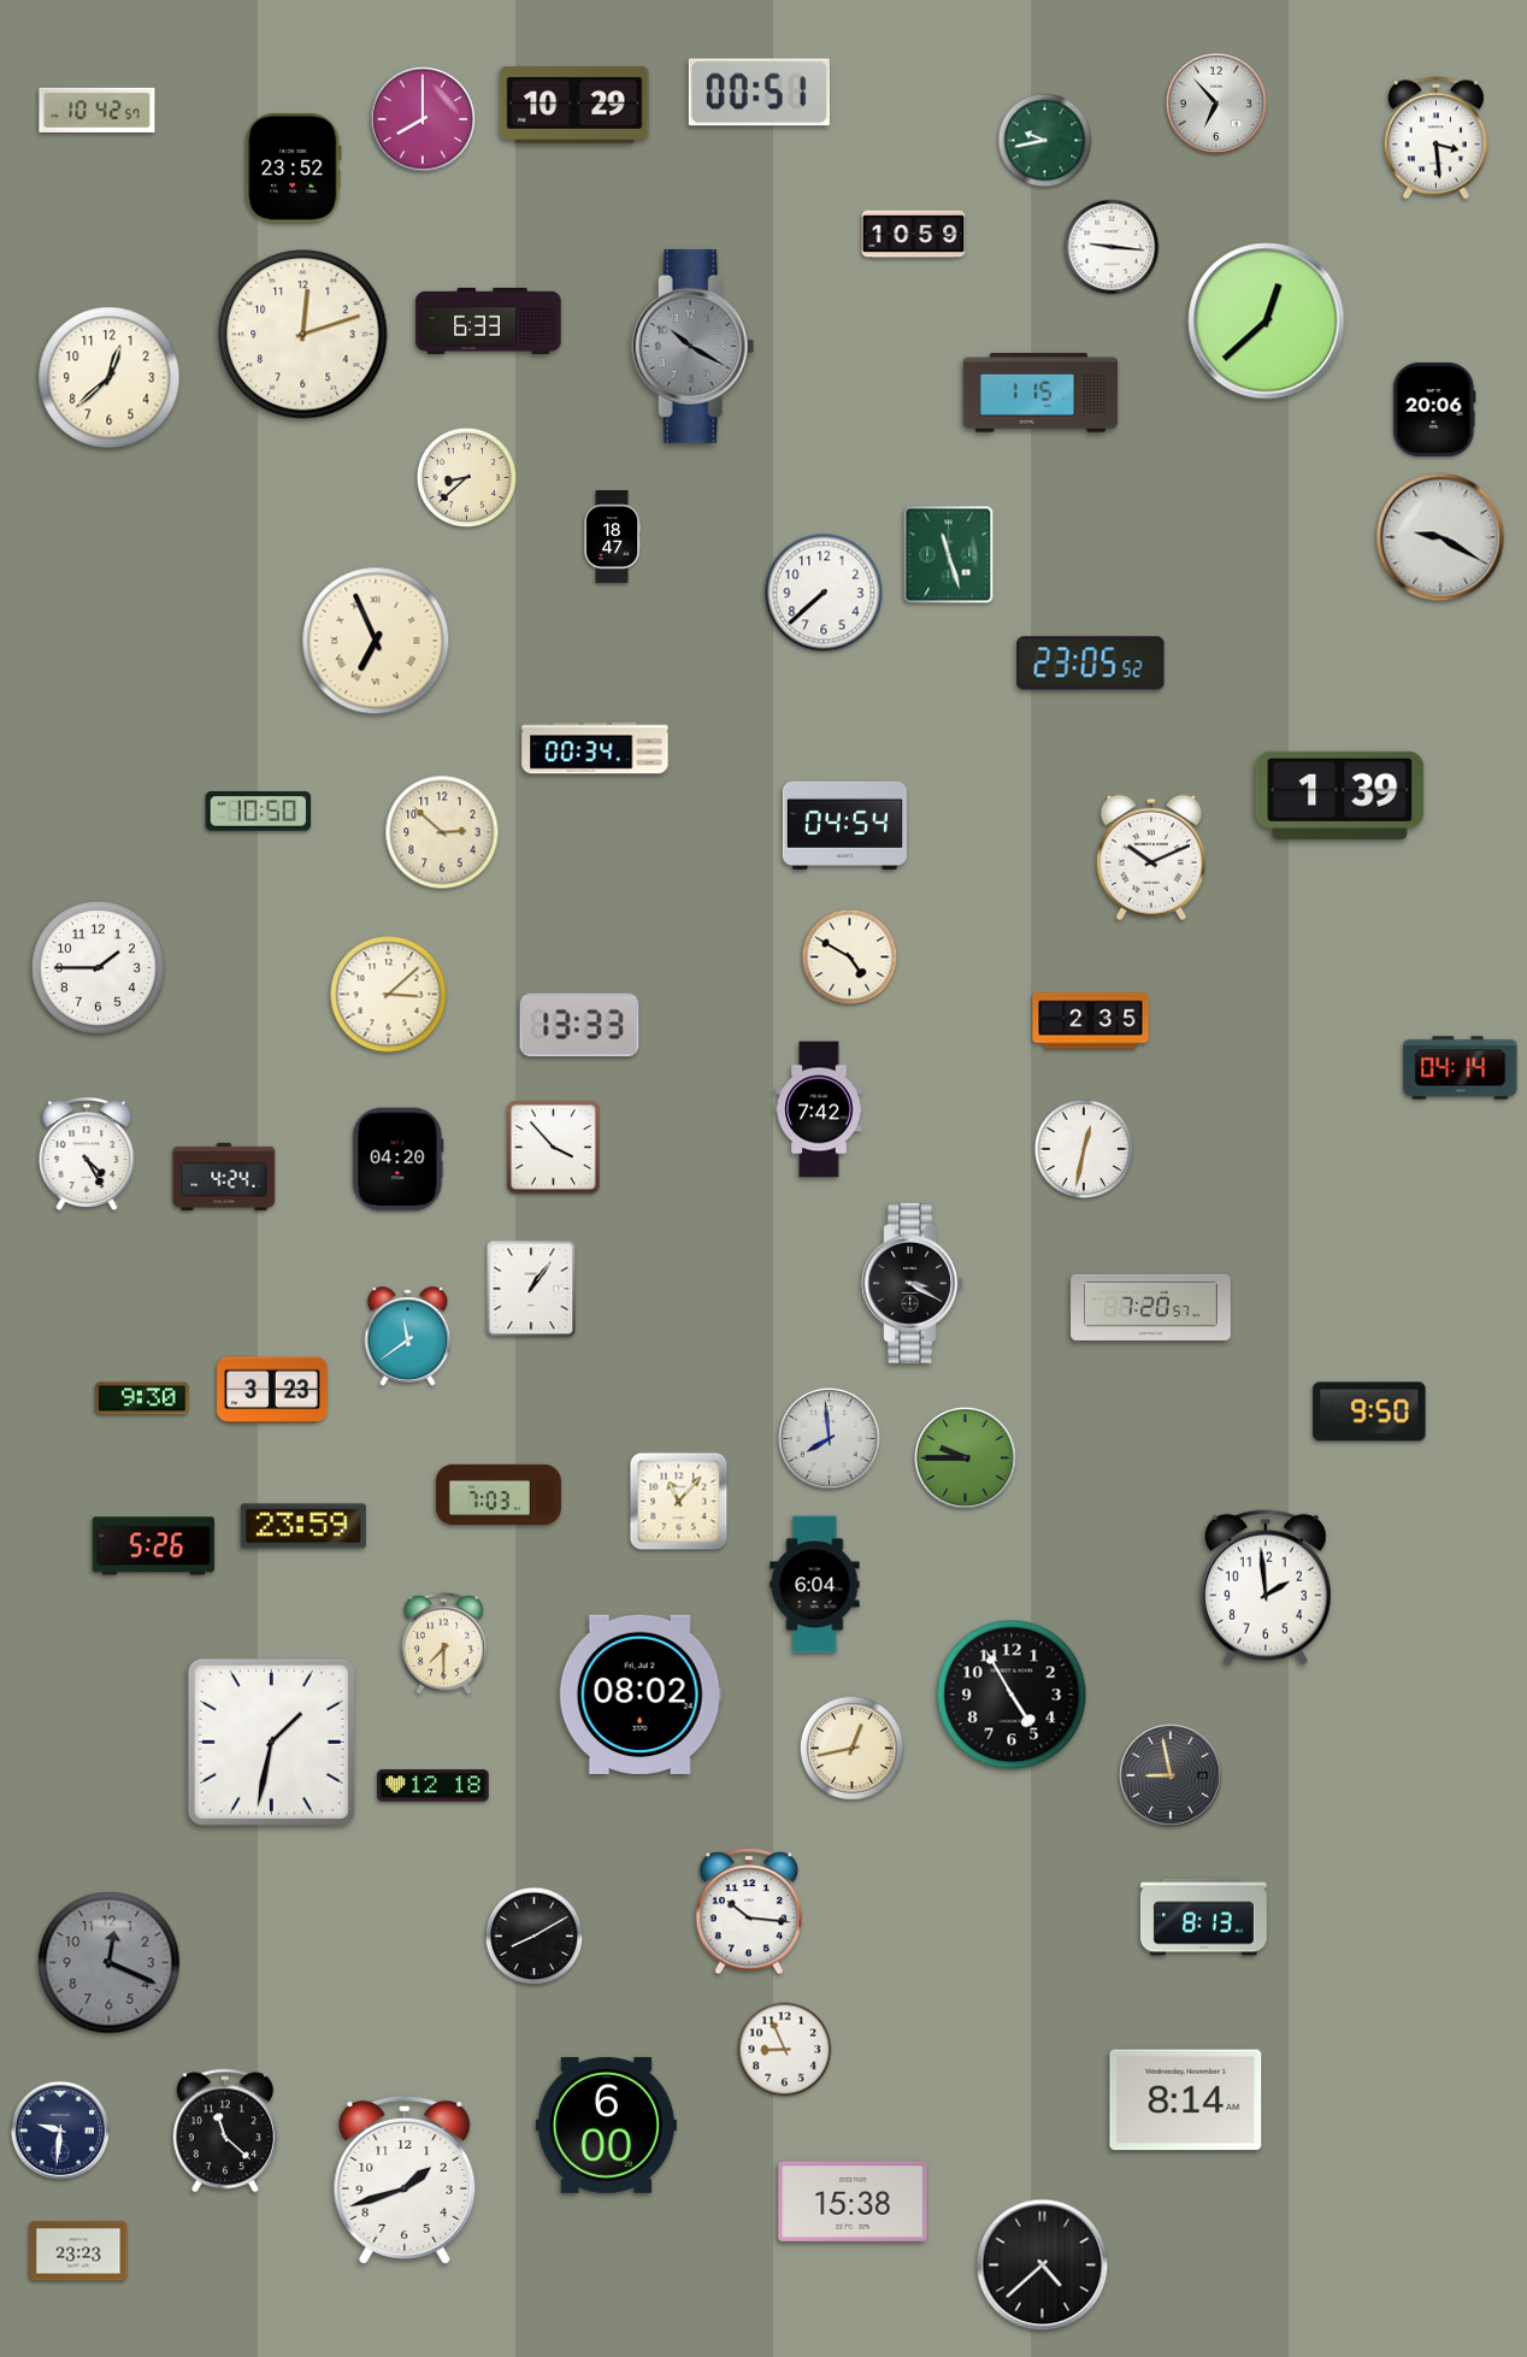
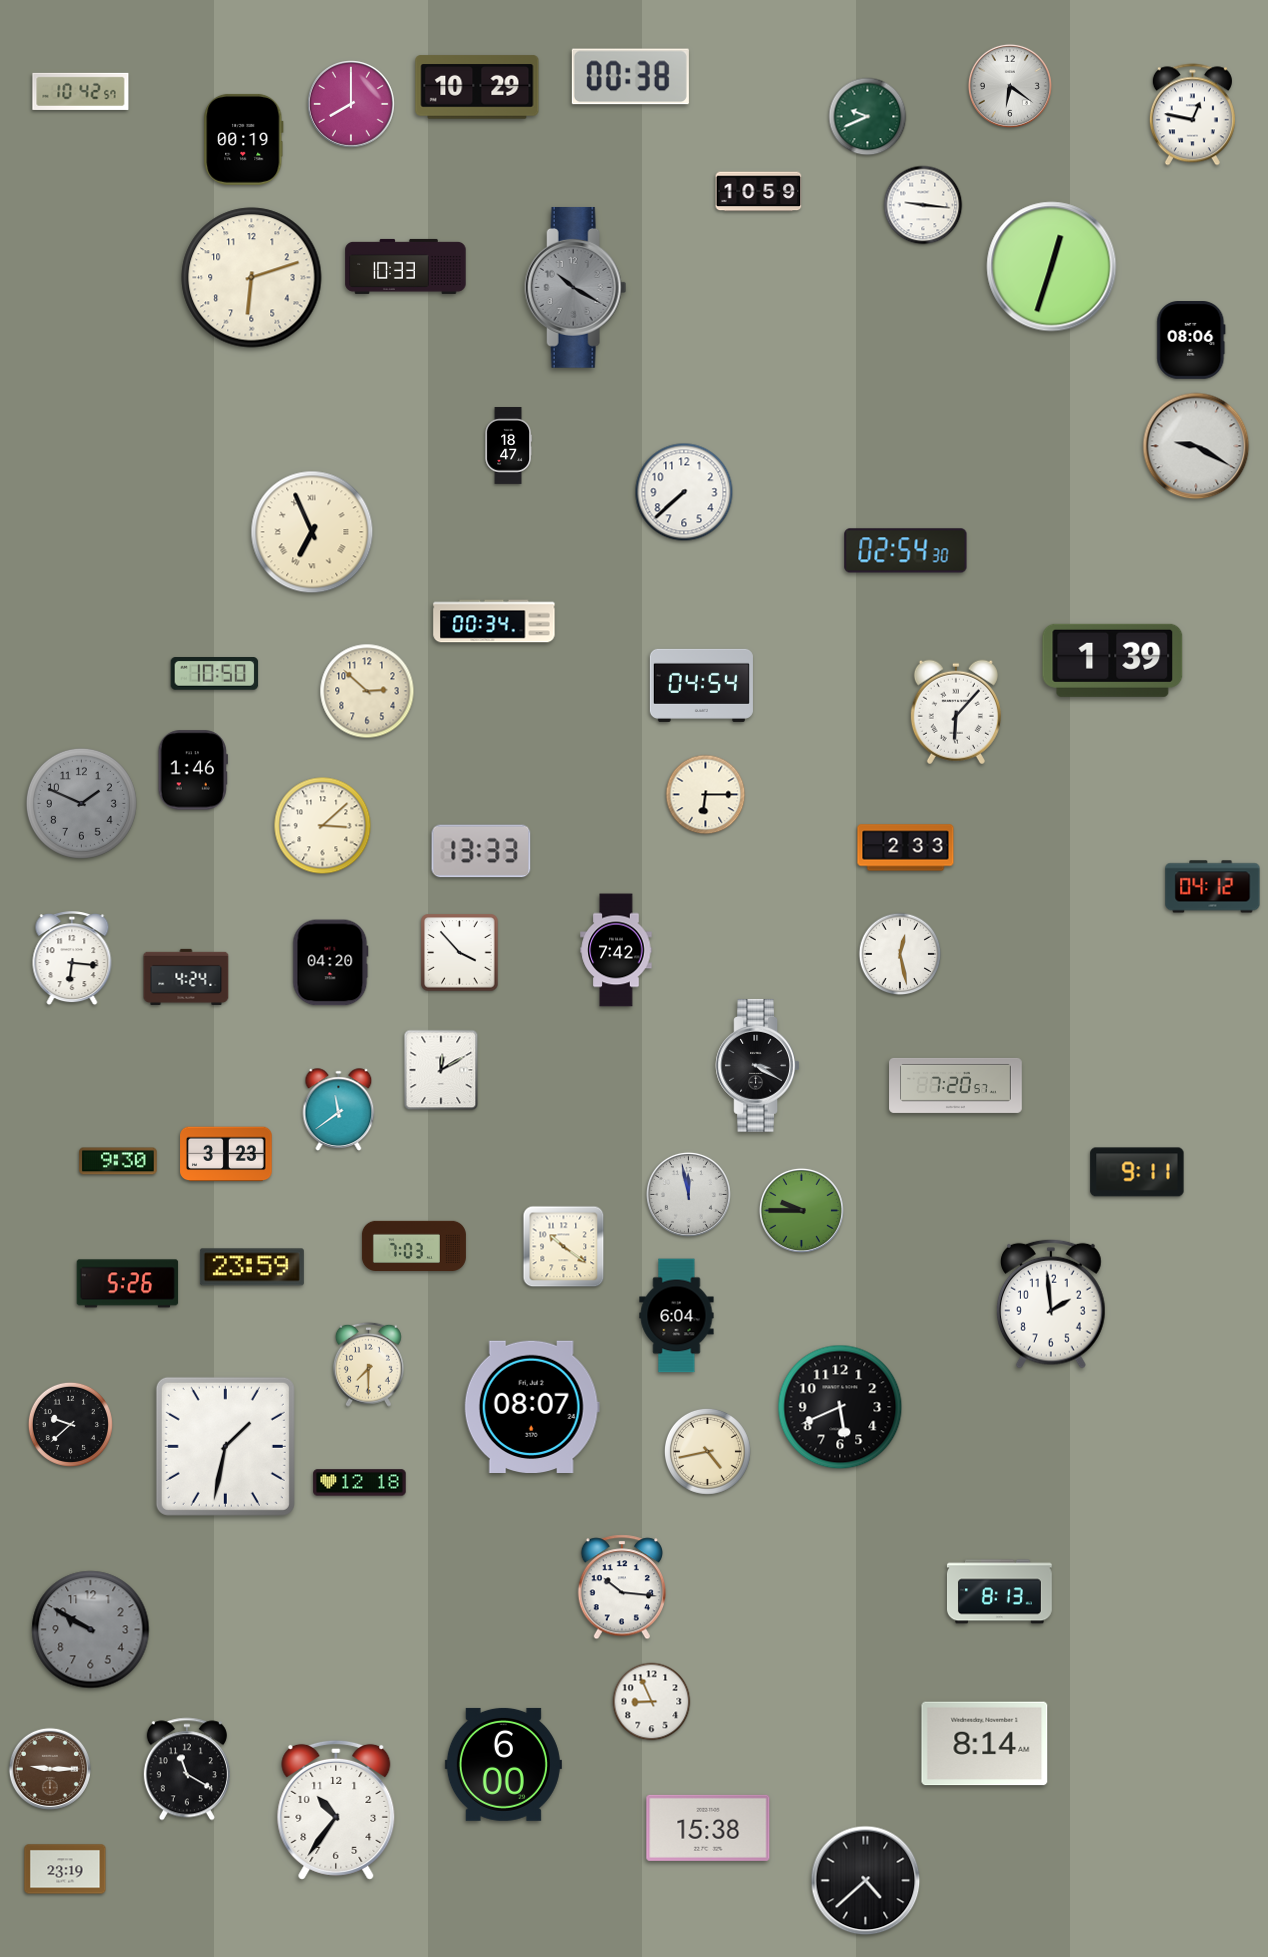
clock at (759, 93): 00:51 -> 00:38
clock at (1216, 104): 6:53 -> 6:21
clock at (424, 120) position: (424, 120) -> (352, 105)
clock at (1435, 139): 3:29 -> 12:47
clock at (1045, 141): 9:43 -> 9:41
clock at (294, 167): 23:52 -> 00:19
clock at (914, 235) position: (914, 235) -> (759, 192)
clock at (489, 320): 6:33 -> 10:33
clock at (1267, 322): 12:38 -> 12:33
clock at (303, 335): 12:12 -> 6:12
clock at (110, 378): 12:38 -> none
clock at (1040, 393): 1:15 -> none
clock at (1434, 411): 20:06 -> 08:06
clock at (467, 478): 8:38 -> none
clock at (949, 555): 11:27 -> none
clock at (1091, 664): 23:05 -> 02:54
clock at (1151, 858): 10:11 -> 6:07
clock at (193, 770): none -> 1:46
clock at (850, 957): 4:50 -> 6:15
clock at (98, 967): 1:45 -> 1:49
clock at (98, 967) dial: white -> grey
clock at (1091, 1021): 2:35 -> 2:33
clock at (1461, 1068): 04:14 -> 04:12
clock at (819, 1109) position: (819, 1109) -> (616, 950)
clock at (1084, 1149): 12:32 -> 12:28
clock at (87, 1155): 4:25 -> 6:16
clock at (531, 1289): 1:06 -> 12:10
clock at (1369, 1412): 9:50 -> 9:11
clock at (829, 1438): 7:59 -> 11:58
clock at (499, 1493) position: (499, 1493) -> (414, 1245)
clock at (679, 1502): 11:07 -> 10:21
clock at (1267, 1587) position: (1267, 1587) -> (1052, 1304)
clock at (641, 1693): 08:02 -> 08:07
clock at (1012, 1695): 4:55 -> 5:41
clock at (70, 1424): none -> 9:38
clock at (851, 1748): 12:43 -> 4:43
clock at (1171, 1775): 8:58 -> none
clock at (535, 1937): 8:10 -> none
clock at (110, 1963): 12:19 -> 9:50
clock at (60, 2131): 9:31 -> 9:15
clock at (60, 2131) dial: navy -> brown
clock at (225, 2131): 11:22 -> 11:20
clock at (405, 2180): 1:42 -> 10:36
clock at (78, 2251): 23:23 -> 23:19
